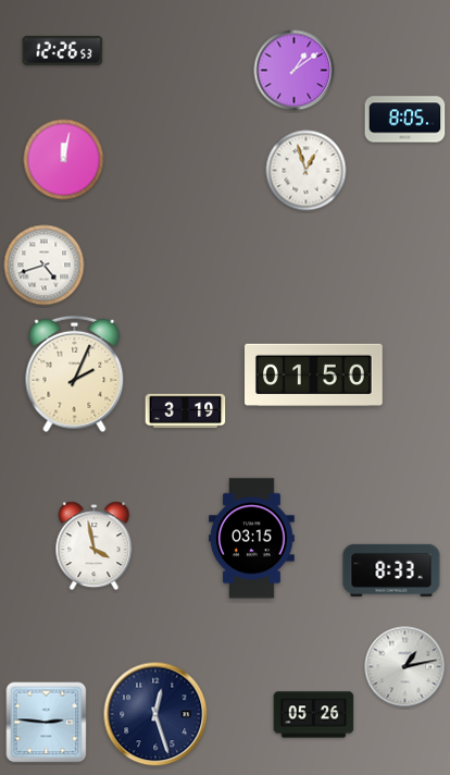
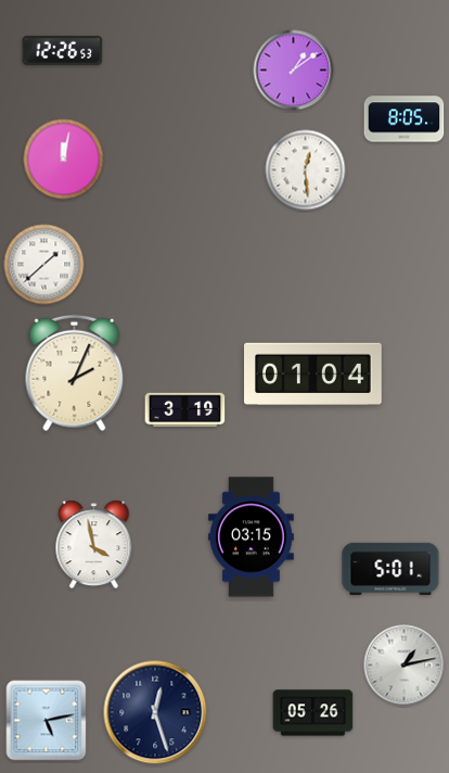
clock at (307, 171): 12:57 -> 12:29
clock at (45, 266): 4:42 -> 1:38
clock at (314, 376): 01:50 -> 01:04
clock at (391, 570): 8:33 -> 5:01
clock at (47, 723): 2:46 -> 5:13
